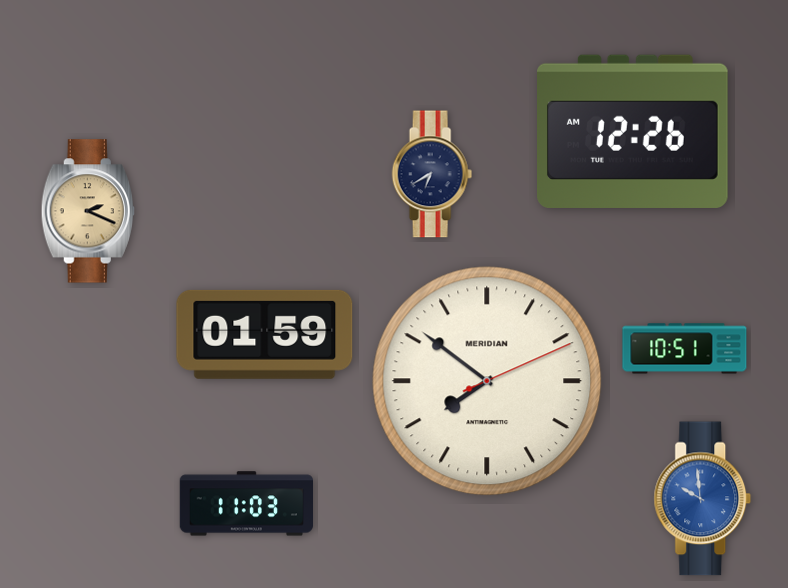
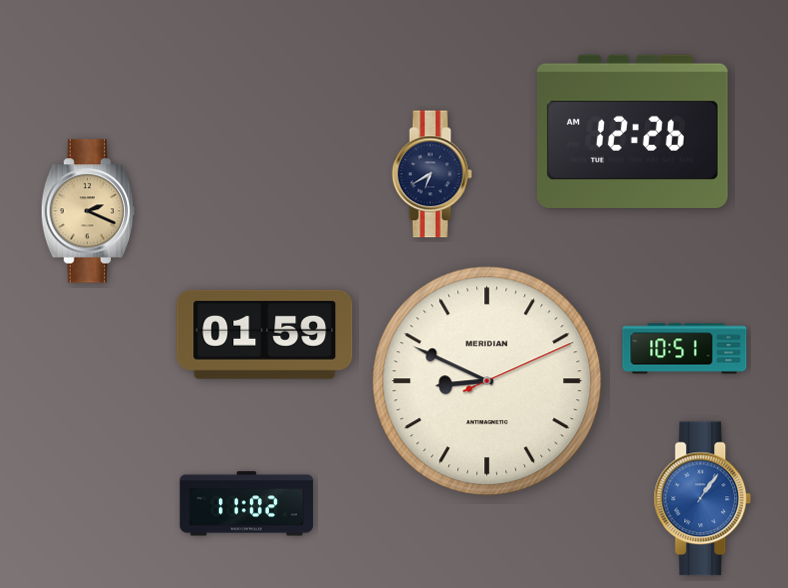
clock at (487, 381): 7:51 -> 8:49
clock at (703, 499): 9:59 -> 1:06
clock at (246, 504): 11:03 -> 11:02
